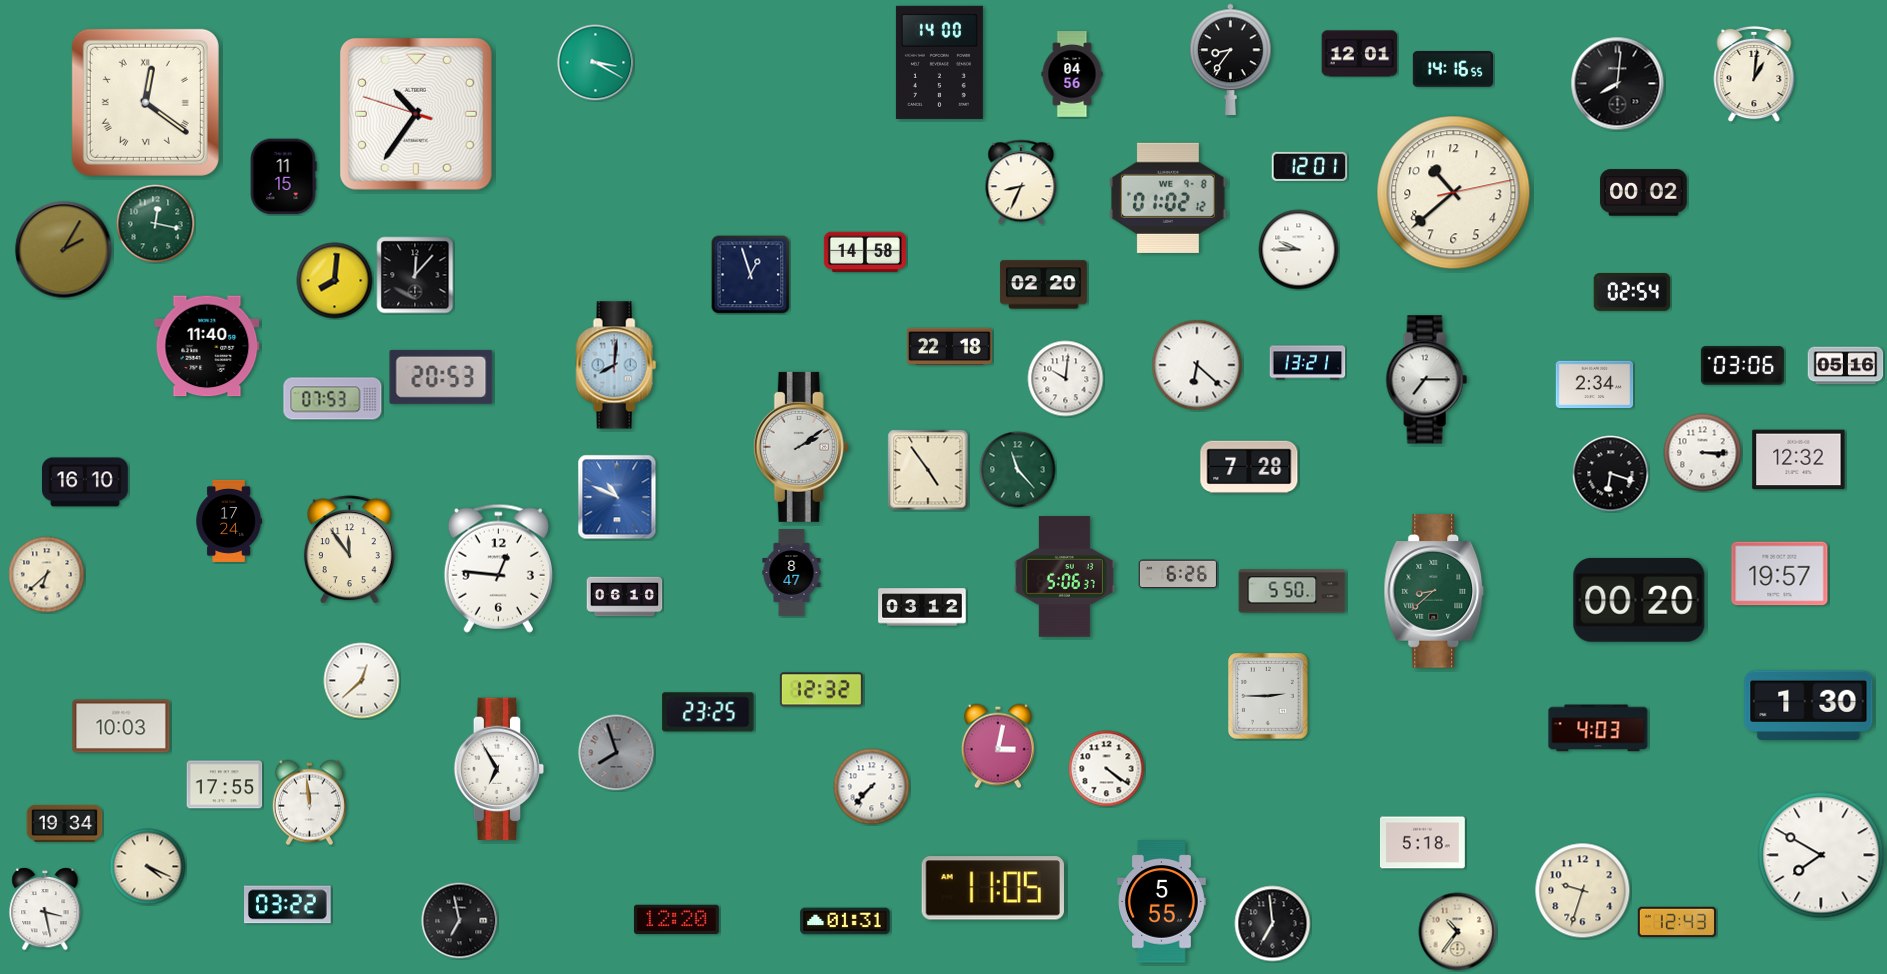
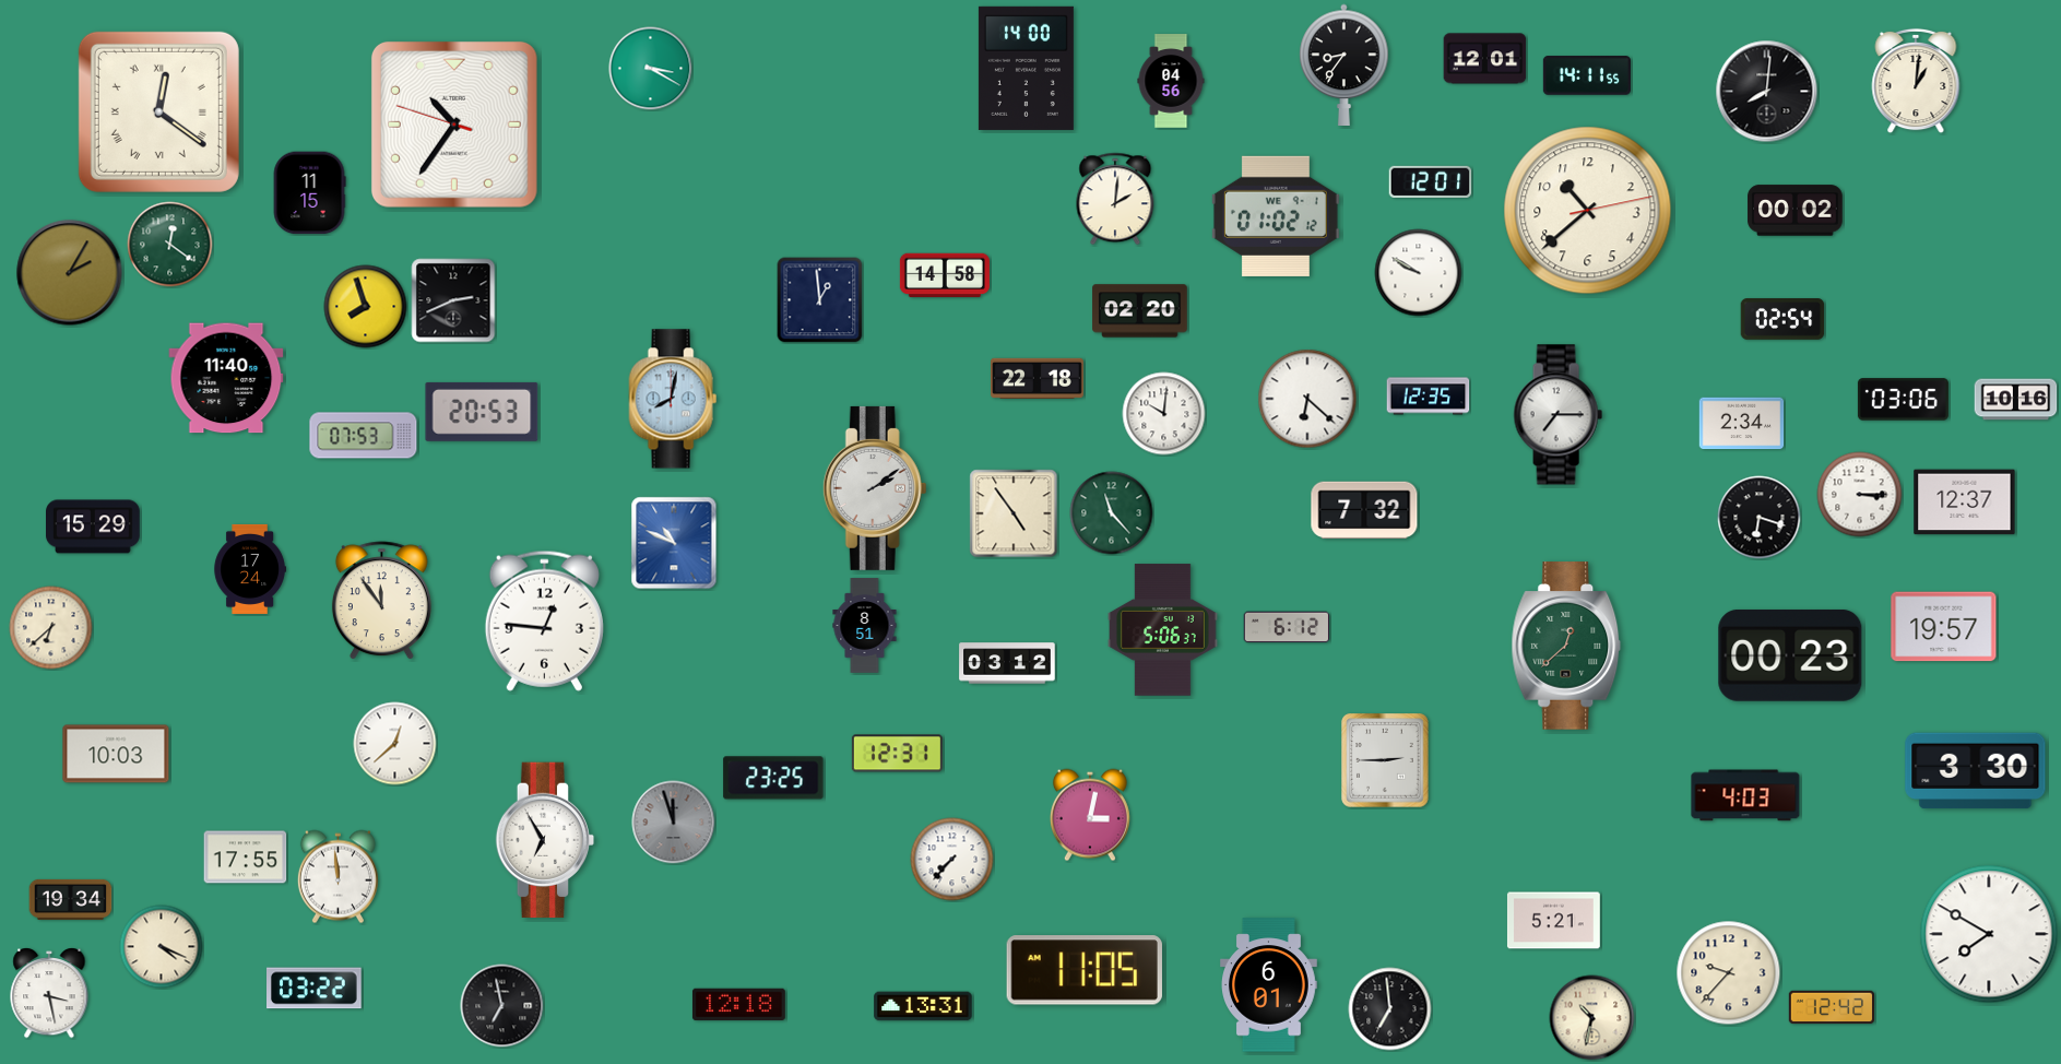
clock at (1453, 69): 14:16 -> 14:11
clock at (1021, 182): 8:34 -> 2:01
clock at (1168, 198) date: WE 9-8 -> WE 9-1
clock at (156, 224): 12:17 -> 12:21
clock at (1299, 250): 9:45 -> 9:50
clock at (415, 275): 12:07 -> 2:41
clock at (751, 275): 12:57 -> 12:59
clock at (335, 281): 8:01 -> 7:57
clock at (1308, 363): 13:21 -> 12:35
clock at (616, 365): 8:01 -> 8:02
clock at (1846, 366): 05:16 -> 10:16
clock at (1595, 385) position: (1595, 385) -> (1742, 424)
clock at (1799, 460): 12:32 -> 12:37
clock at (1249, 467): 7:28 -> 7:32
clock at (85, 482): 16:10 -> 15:29
clock at (792, 573): 8:47 -> 8:51
clock at (1178, 574): 6:26 -> 6:12
clock at (1292, 591): 5:50 -> none
clock at (1434, 591): 8:38 -> 12:38
clock at (625, 597): 06:10 -> none
clock at (1639, 600): 00:20 -> 00:23
clock at (821, 690): 12:32 -> 12:31
clock at (1809, 706): 1:30 -> 3:30
clock at (121, 726) position: (121, 726) -> (116, 754)
clock at (617, 753): 7:57 -> 11:57
clock at (1107, 769): 4:21 -> none
clock at (1423, 843): 5:18 -> 5:21
clock at (1583, 891): 9:33 -> 9:37
clock at (1162, 902): 5:55 -> 6:01
clock at (676, 920): 12:20 -> 12:18
clock at (845, 921): 01:31 -> 13:31
clock at (1677, 922): 12:43 -> 12:42
clock at (1458, 932): 10:36 -> 10:32
